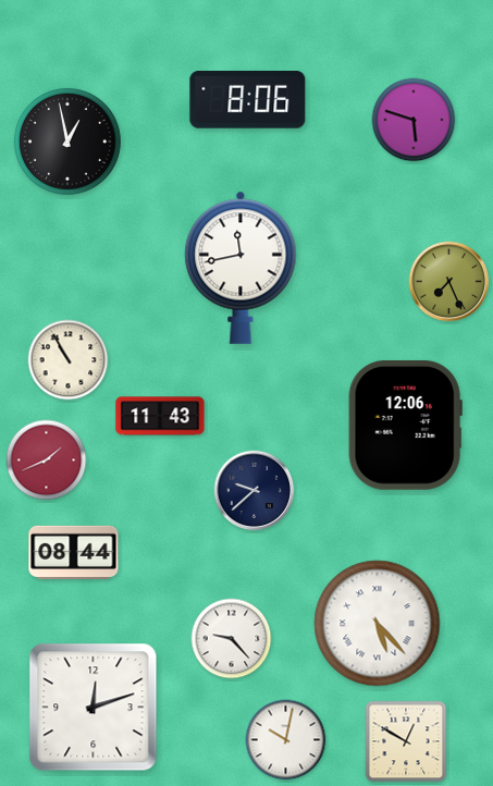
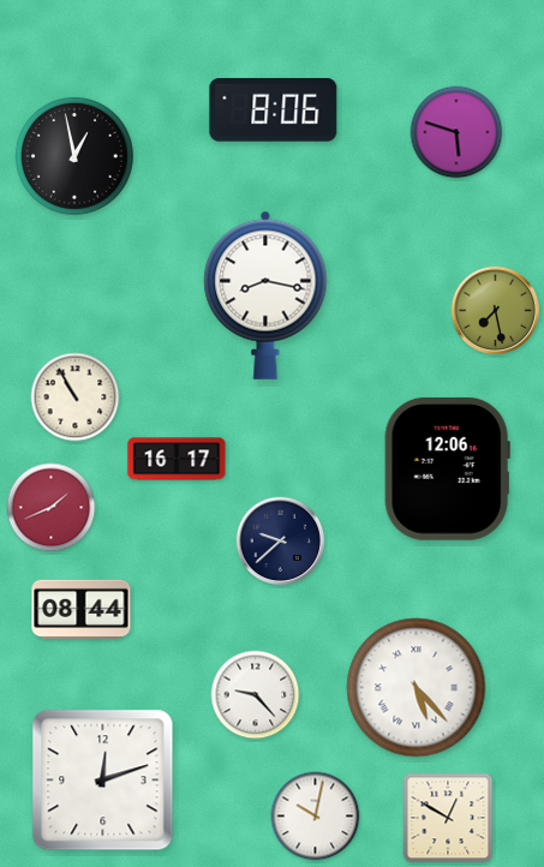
clock at (241, 268): 11:43 -> 8:17
clock at (449, 282): 7:26 -> 7:28
clock at (160, 416): 11:43 -> 16:17
clock at (232, 639) position: (232, 639) -> (256, 695)
